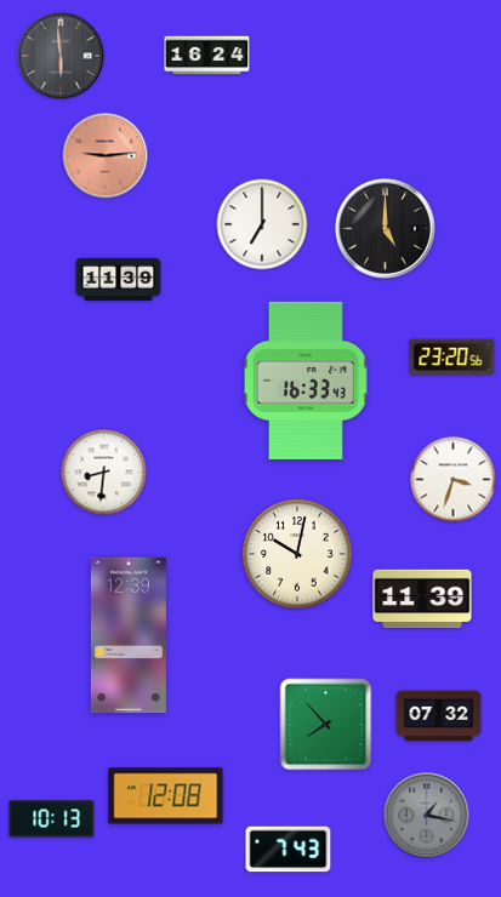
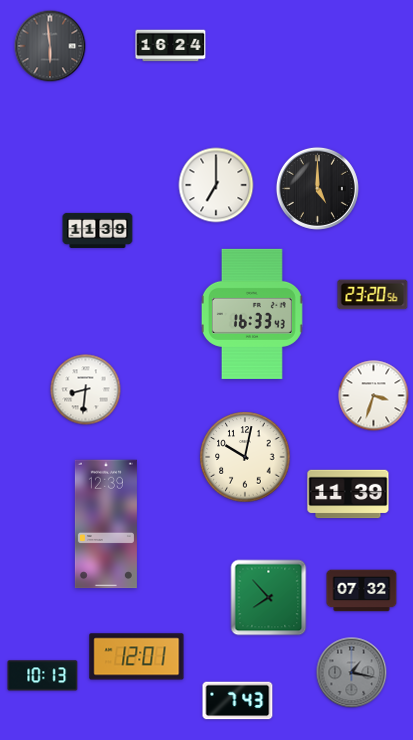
clock at (106, 156): 9:14 -> none
clock at (166, 796): 12:08 -> 12:01
